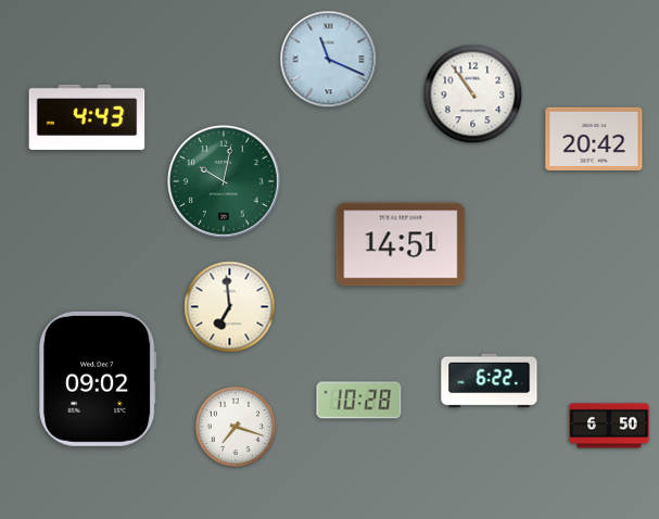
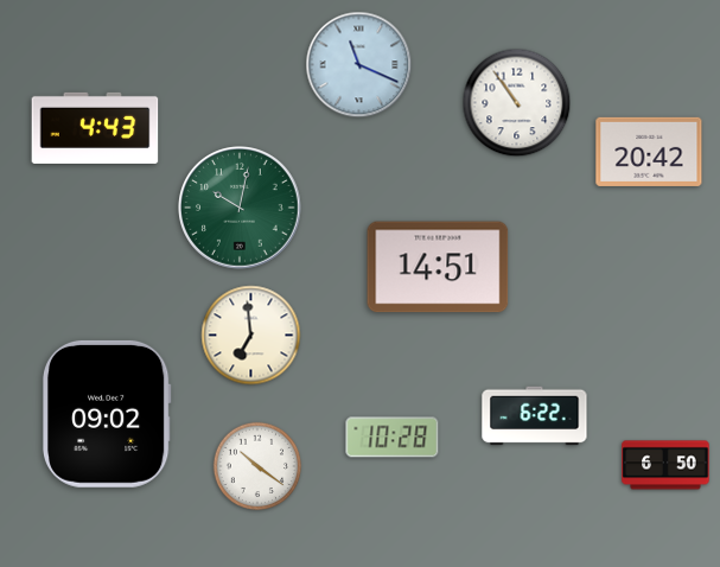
clock at (225, 182) position: (225, 182) -> (241, 209)
clock at (235, 426): 7:18 -> 10:21
